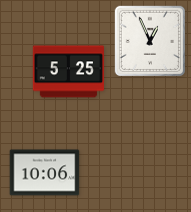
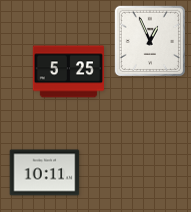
clock at (45, 173): 10:06 -> 10:11
